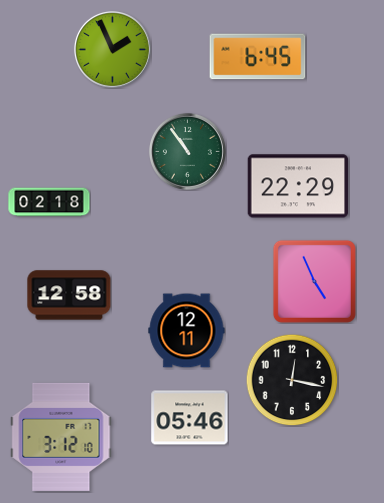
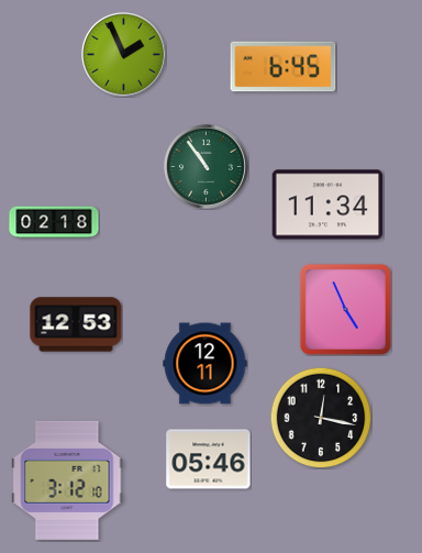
clock at (258, 57) position: (258, 57) -> (284, 67)
clock at (298, 186): 22:29 -> 11:34
clock at (69, 295): 12:58 -> 12:53
